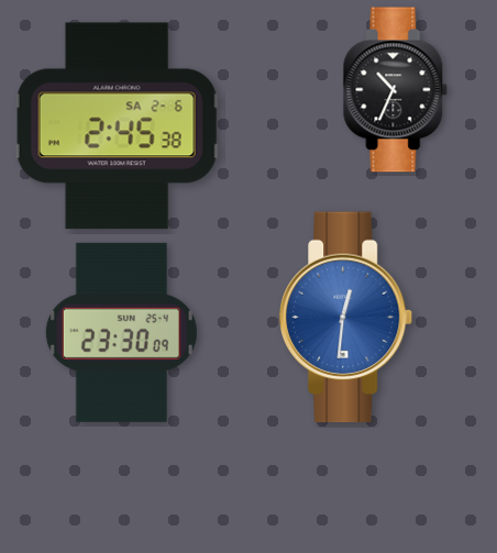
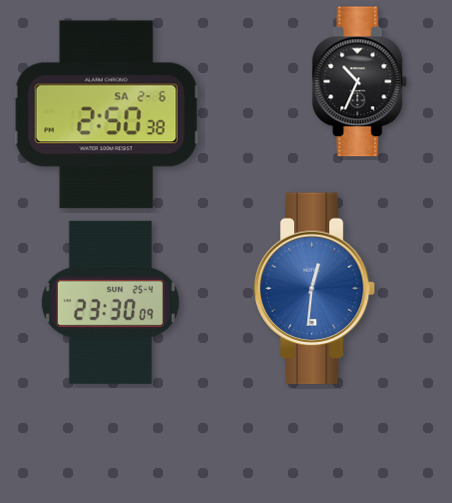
clock at (117, 126): 2:45 -> 2:50
